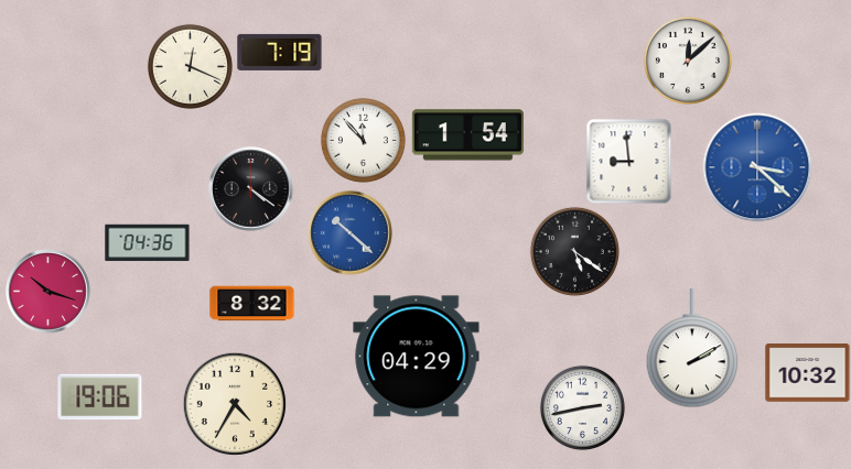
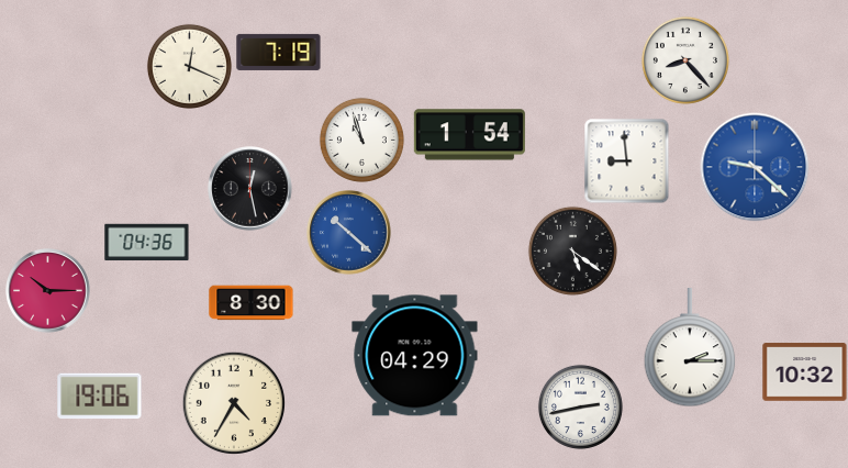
clock at (688, 61): 12:08 -> 8:23
clock at (467, 135) position: (467, 135) -> (469, 135)
clock at (363, 140): 11:53 -> 10:57
clock at (757, 167): 3:22 -> 9:22
clock at (251, 189): 4:21 -> 12:28
clock at (49, 292): 10:18 -> 10:15
clock at (252, 304): 8:32 -> 8:30
clock at (692, 349): 2:10 -> 2:15
